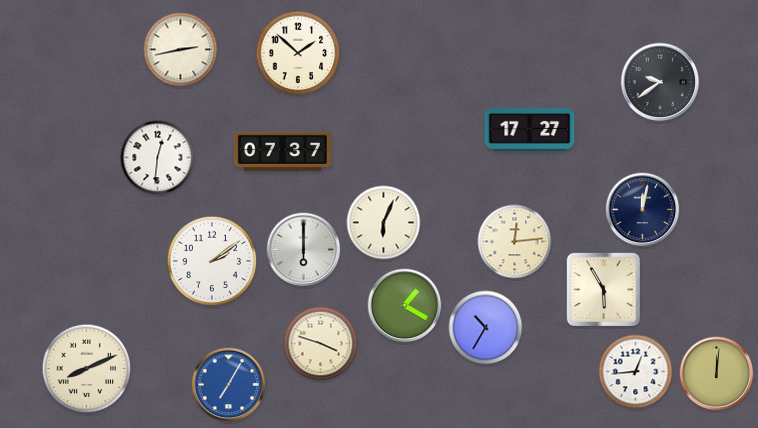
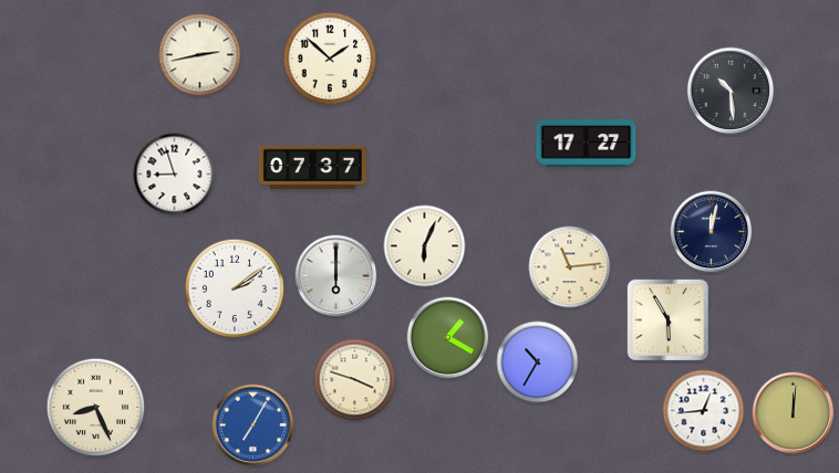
clock at (660, 82): 9:39 -> 10:29
clock at (158, 158): 12:31 -> 8:57
clock at (515, 242): 12:14 -> 11:14
clock at (87, 369): 8:11 -> 8:26
